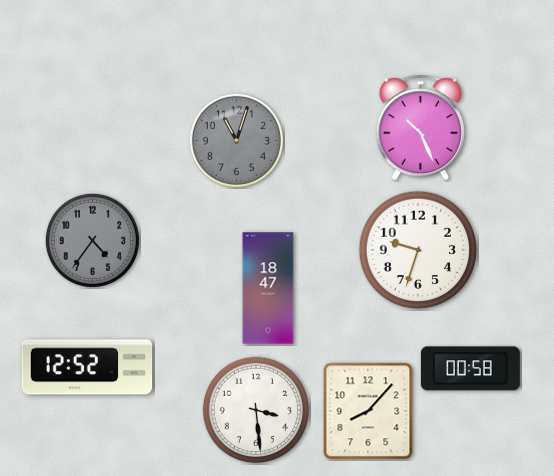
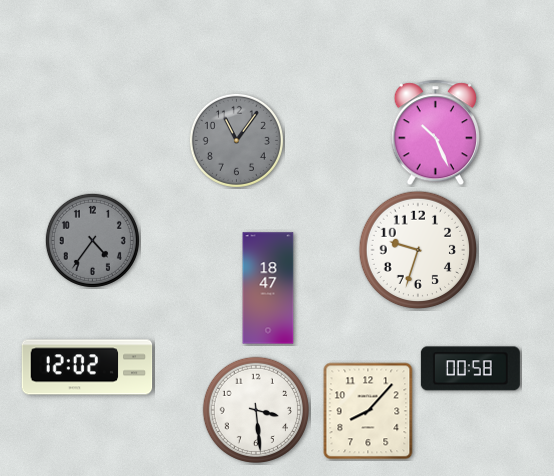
clock at (420, 128) position: (420, 128) -> (435, 133)
clock at (236, 140): 11:03 -> 11:06
clock at (87, 367): 12:52 -> 12:02
